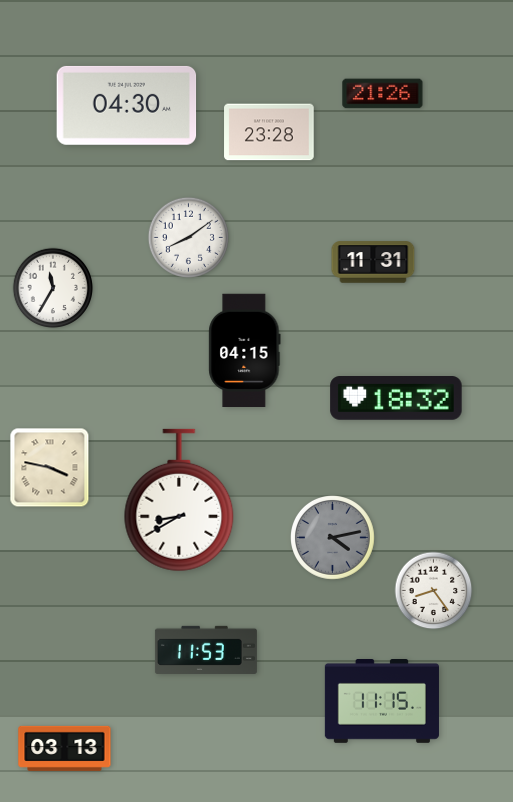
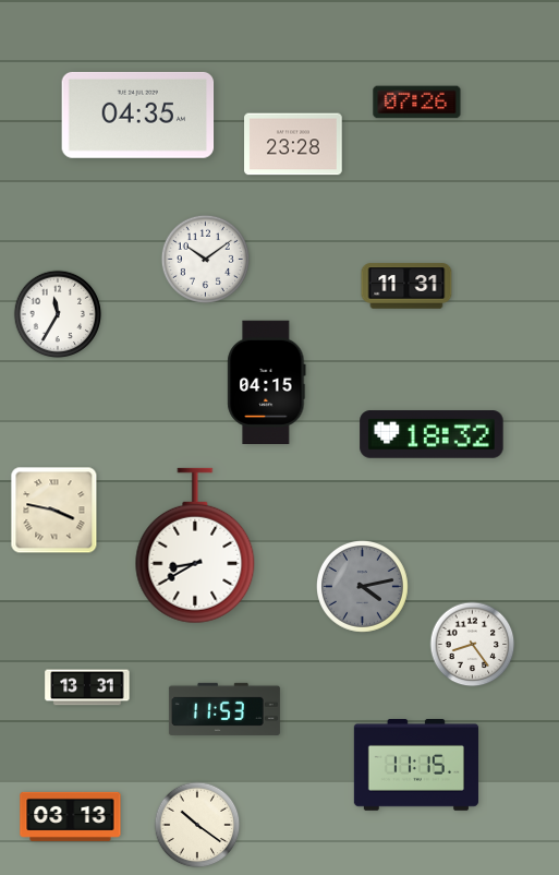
clock at (383, 94): 21:26 -> 07:26
clock at (127, 105): 04:30 -> 04:35
clock at (188, 237): 8:09 -> 10:09
clock at (87, 687): none -> 13:31
clock at (197, 825): none -> 10:21
